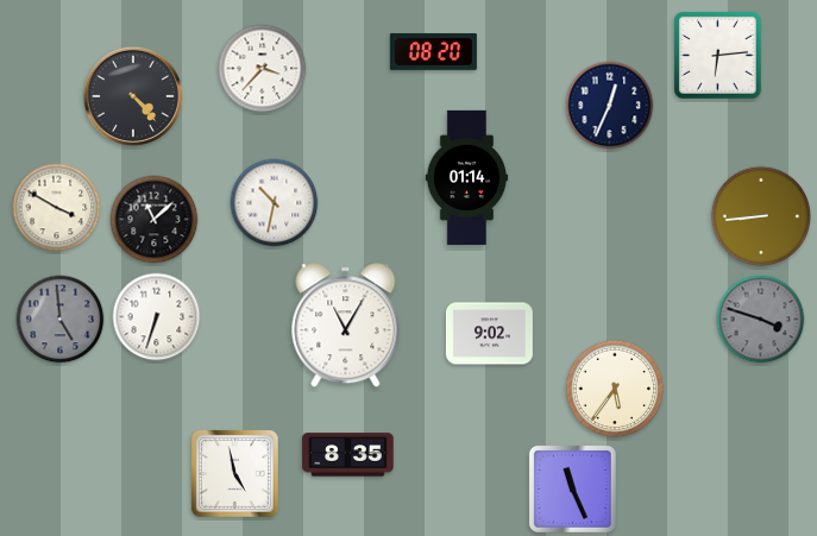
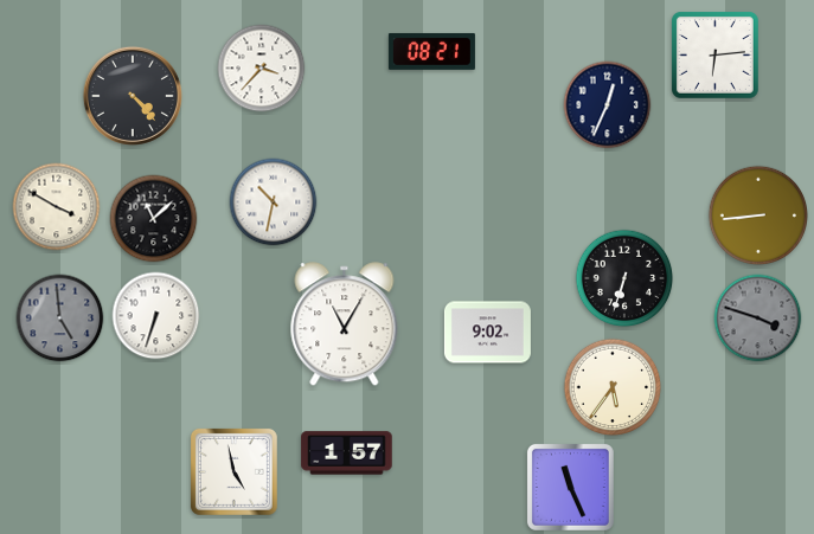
clock at (433, 52): 08:20 -> 08:21
clock at (467, 177): 01:14 -> none
clock at (624, 278): none -> 6:33
clock at (348, 455): 8:35 -> 1:57
